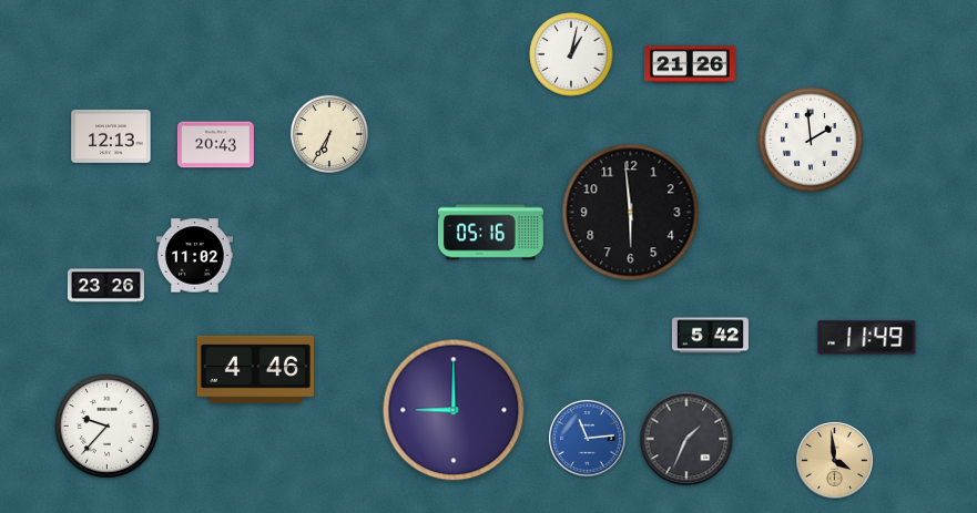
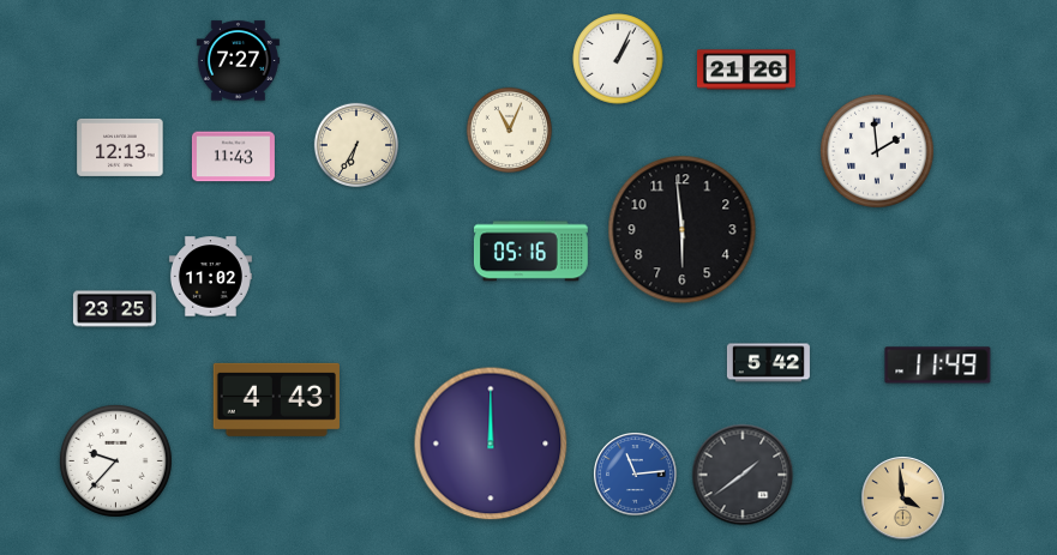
clock at (571, 54): 1:02 -> 1:04
clock at (238, 61): none -> 7:27
clock at (509, 129): none -> 11:04
clock at (215, 145): 20:43 -> 11:43
clock at (105, 286): 23:26 -> 23:25
clock at (255, 369): 4:46 -> 4:43
clock at (454, 410): 9:00 -> 12:00
clock at (686, 439): 1:34 -> 1:39
